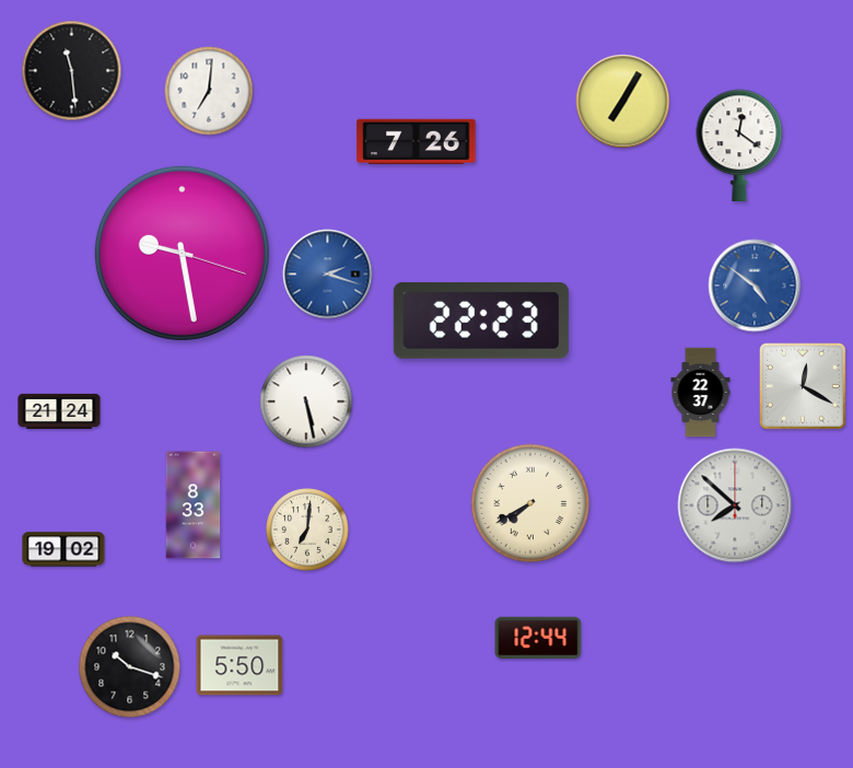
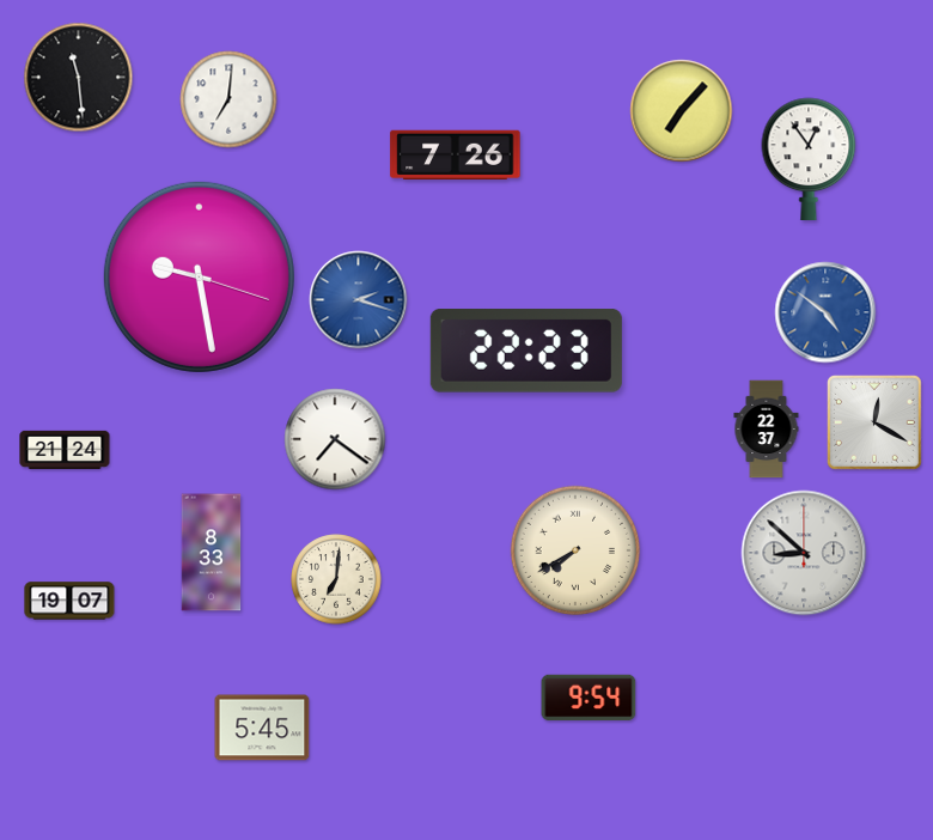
clock at (623, 102): 7:05 -> 7:07
clock at (739, 144): 12:21 -> 12:54
clock at (804, 387) position: (804, 387) -> (876, 424)
clock at (306, 402): 5:28 -> 7:21
clock at (530, 503) position: (530, 503) -> (575, 550)
clock at (735, 505): 7:52 -> 8:52
clock at (63, 549): 19:02 -> 19:07
clock at (538, 638): 12:44 -> 9:54
clock at (239, 665): 5:50 -> 5:45
clock at (130, 667): 10:18 -> none
